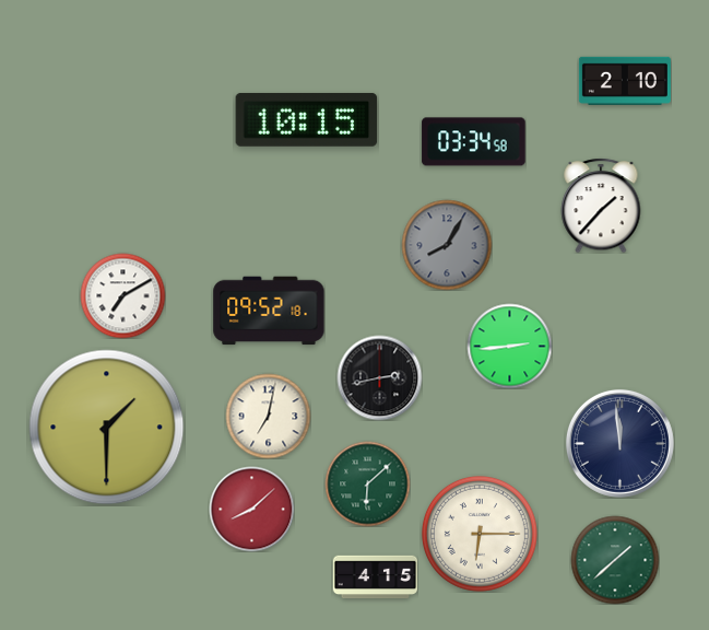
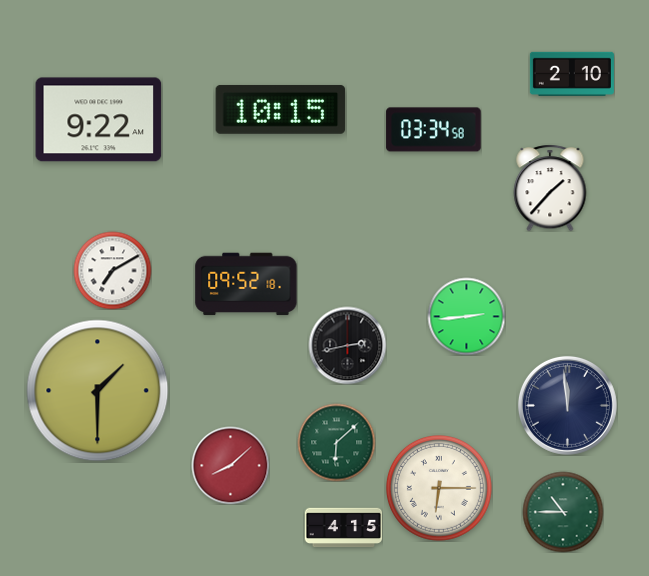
clock at (99, 120): none -> 9:22
clock at (447, 245): 8:05 -> none
clock at (268, 416): 7:02 -> none
clock at (615, 560): 1:38 -> 10:45
